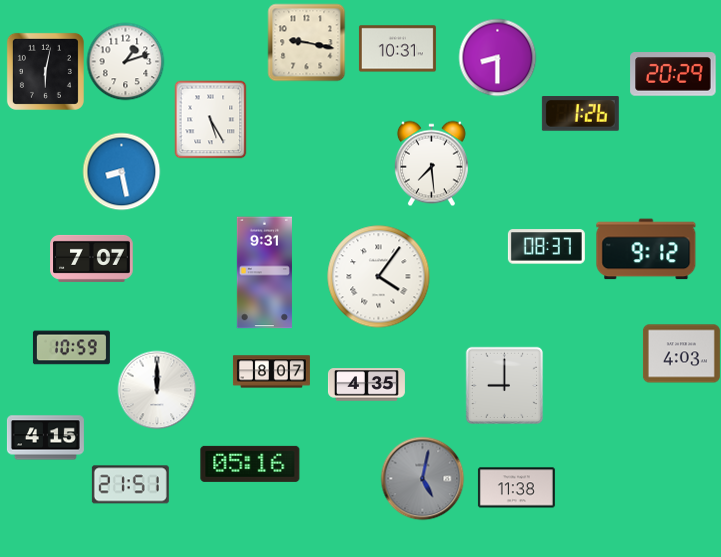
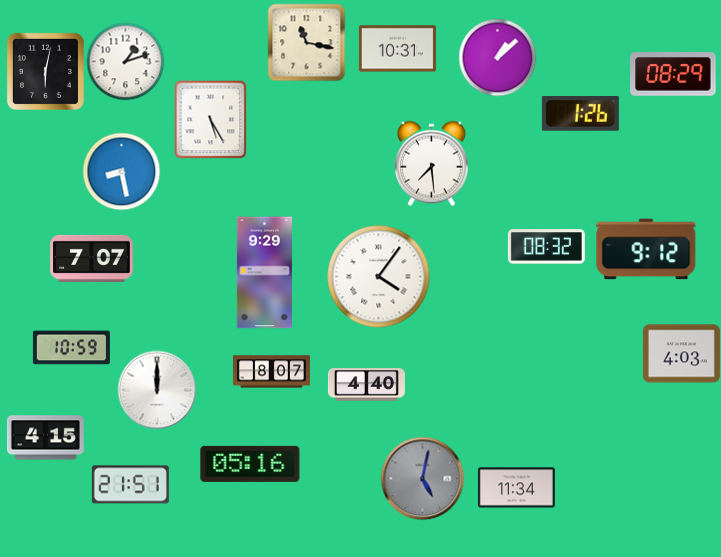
clock at (306, 42): 9:17 -> 11:17
clock at (497, 57): 8:30 -> 1:08
clock at (673, 74): 20:29 -> 08:29
clock at (546, 247): 08:37 -> 08:32
clock at (264, 273): 9:31 -> 9:29
clock at (366, 385): 4:35 -> 4:40
clock at (504, 385): 9:00 -> none
clock at (516, 488): 11:38 -> 11:34
